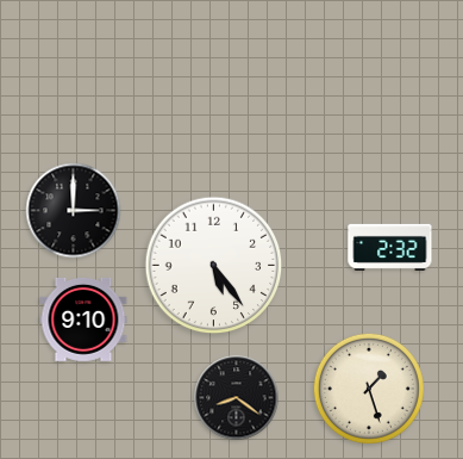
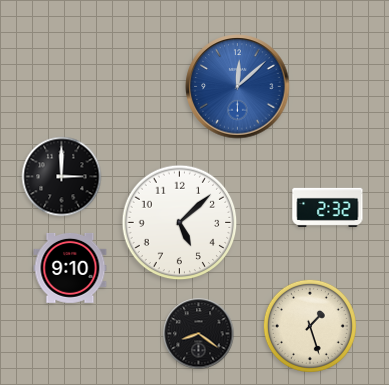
clock at (238, 87): none -> 12:08
clock at (214, 266): 5:24 -> 5:08
